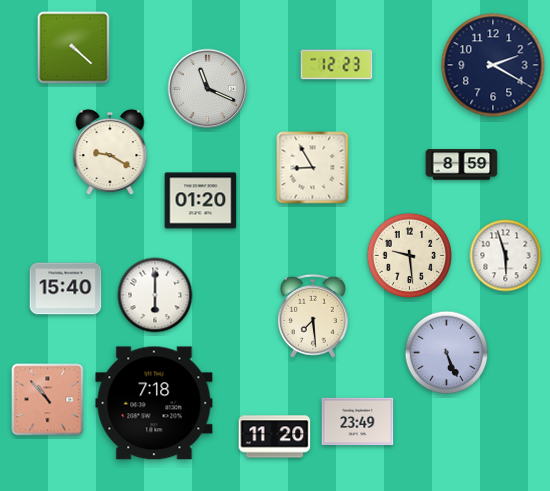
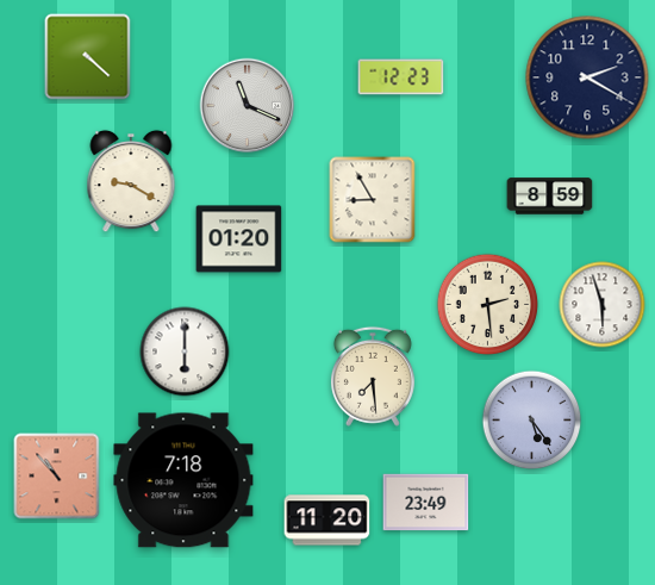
clock at (410, 256): 9:29 -> 2:29
clock at (66, 289): 15:40 -> none
clock at (447, 353): 5:26 -> 5:24
